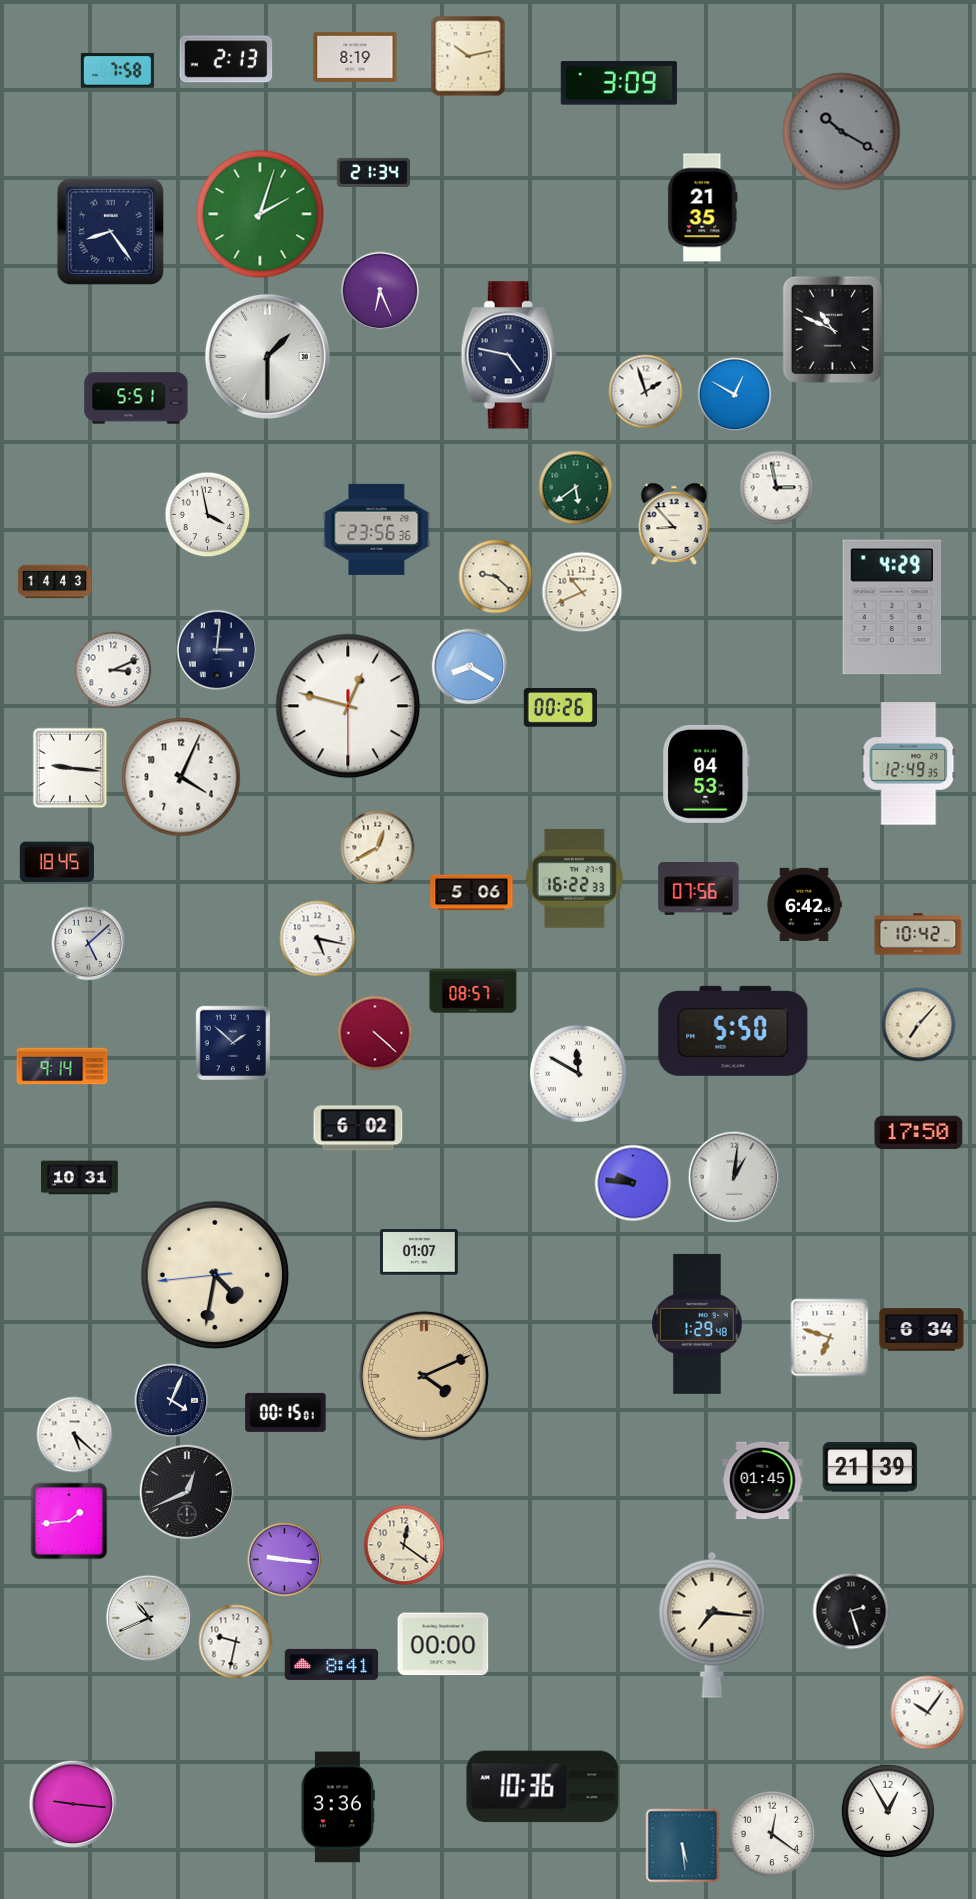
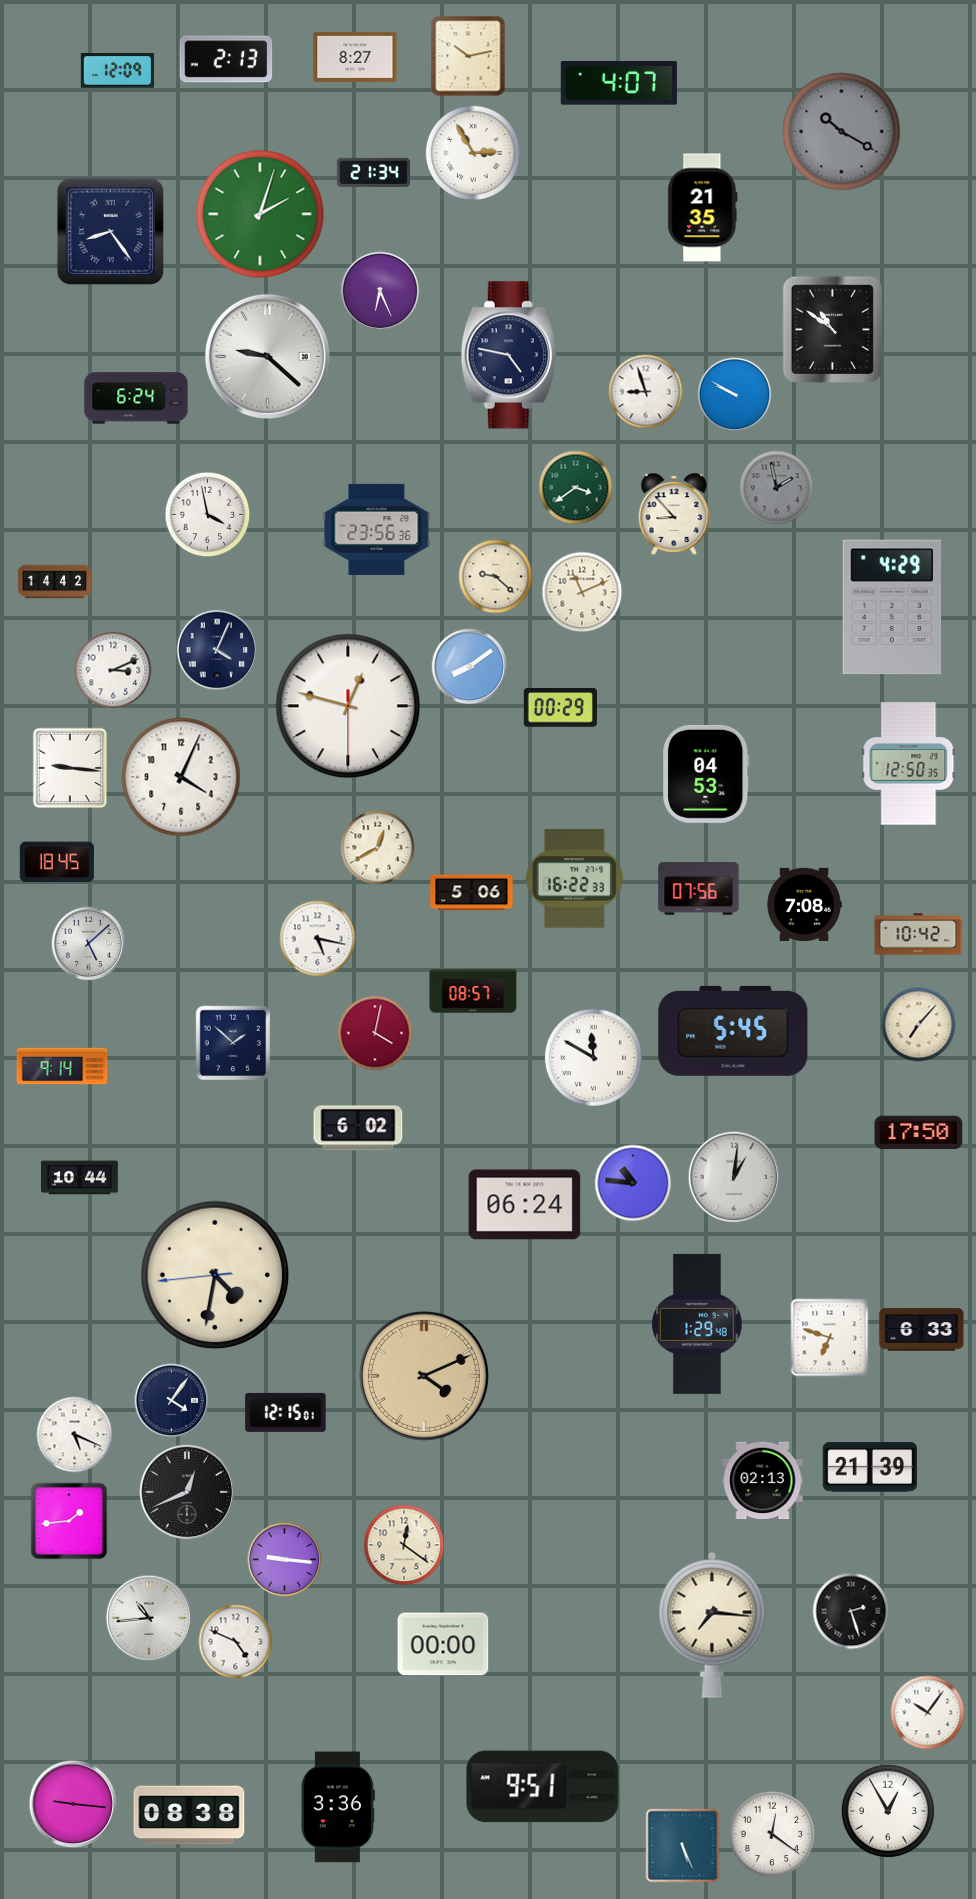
clock at (355, 57): 8:19 -> 8:27
clock at (117, 71): 7:58 -> 12:09
clock at (619, 83): 3:09 -> 4:07
clock at (473, 153): none -> 2:55
clock at (832, 330): 10:49 -> 10:51
clock at (267, 356): 1:30 -> 9:22
clock at (646, 392): 1:57 -> 8:57
clock at (735, 395): 12:50 -> 9:50
clock at (136, 398): 5:51 -> 6:24
clock at (576, 488): 5:39 -> 3:39
clock at (777, 488): 2:58 -> 1:58
clock at (777, 488) dial: white -> grey
clock at (674, 523) position: (674, 523) -> (674, 513)
clock at (55, 582): 14:43 -> 14:42
clock at (582, 592): 10:41 -> 11:11
clock at (217, 650): 3:01 -> 4:04
clock at (470, 667): 8:20 -> 8:09
clock at (560, 707): 00:26 -> 00:29
clock at (909, 764): 12:49 -> 12:50
clock at (804, 904): 6:42 -> 7:08
clock at (733, 1031): 5:50 -> 5:45
clock at (375, 1033): 4:22 -> 4:02
clock at (578, 1073) position: (578, 1073) -> (593, 1057)
clock at (80, 1178): 10:31 -> 10:44
clock at (633, 1183): 9:46 -> 10:46
clock at (525, 1205): none -> 06:24
clock at (419, 1252): 01:07 -> none
clock at (922, 1330): 6:34 -> 6:33
clock at (172, 1401): 4:04 -> 4:06
clock at (286, 1412): 00:15 -> 12:15
clock at (75, 1435): 5:22 -> 5:19
clock at (763, 1481): 01:45 -> 02:13
clock at (149, 1618): 10:41 -> 10:44
clock at (236, 1642): 9:32 -> 4:49
clock at (332, 1664): 8:41 -> none
clock at (543, 1787): 10:36 -> 9:51
clock at (189, 1815): none -> 08:38
clock at (683, 1846): 5:29 -> 5:26
